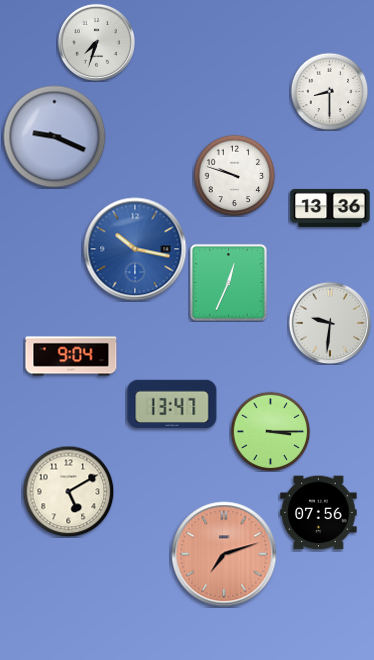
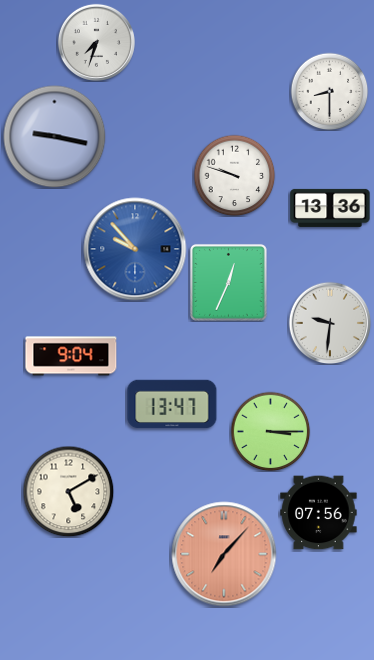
clock at (55, 137): 9:19 -> 9:17
clock at (135, 249): 10:17 -> 9:53
clock at (224, 554): 7:12 -> 7:07
